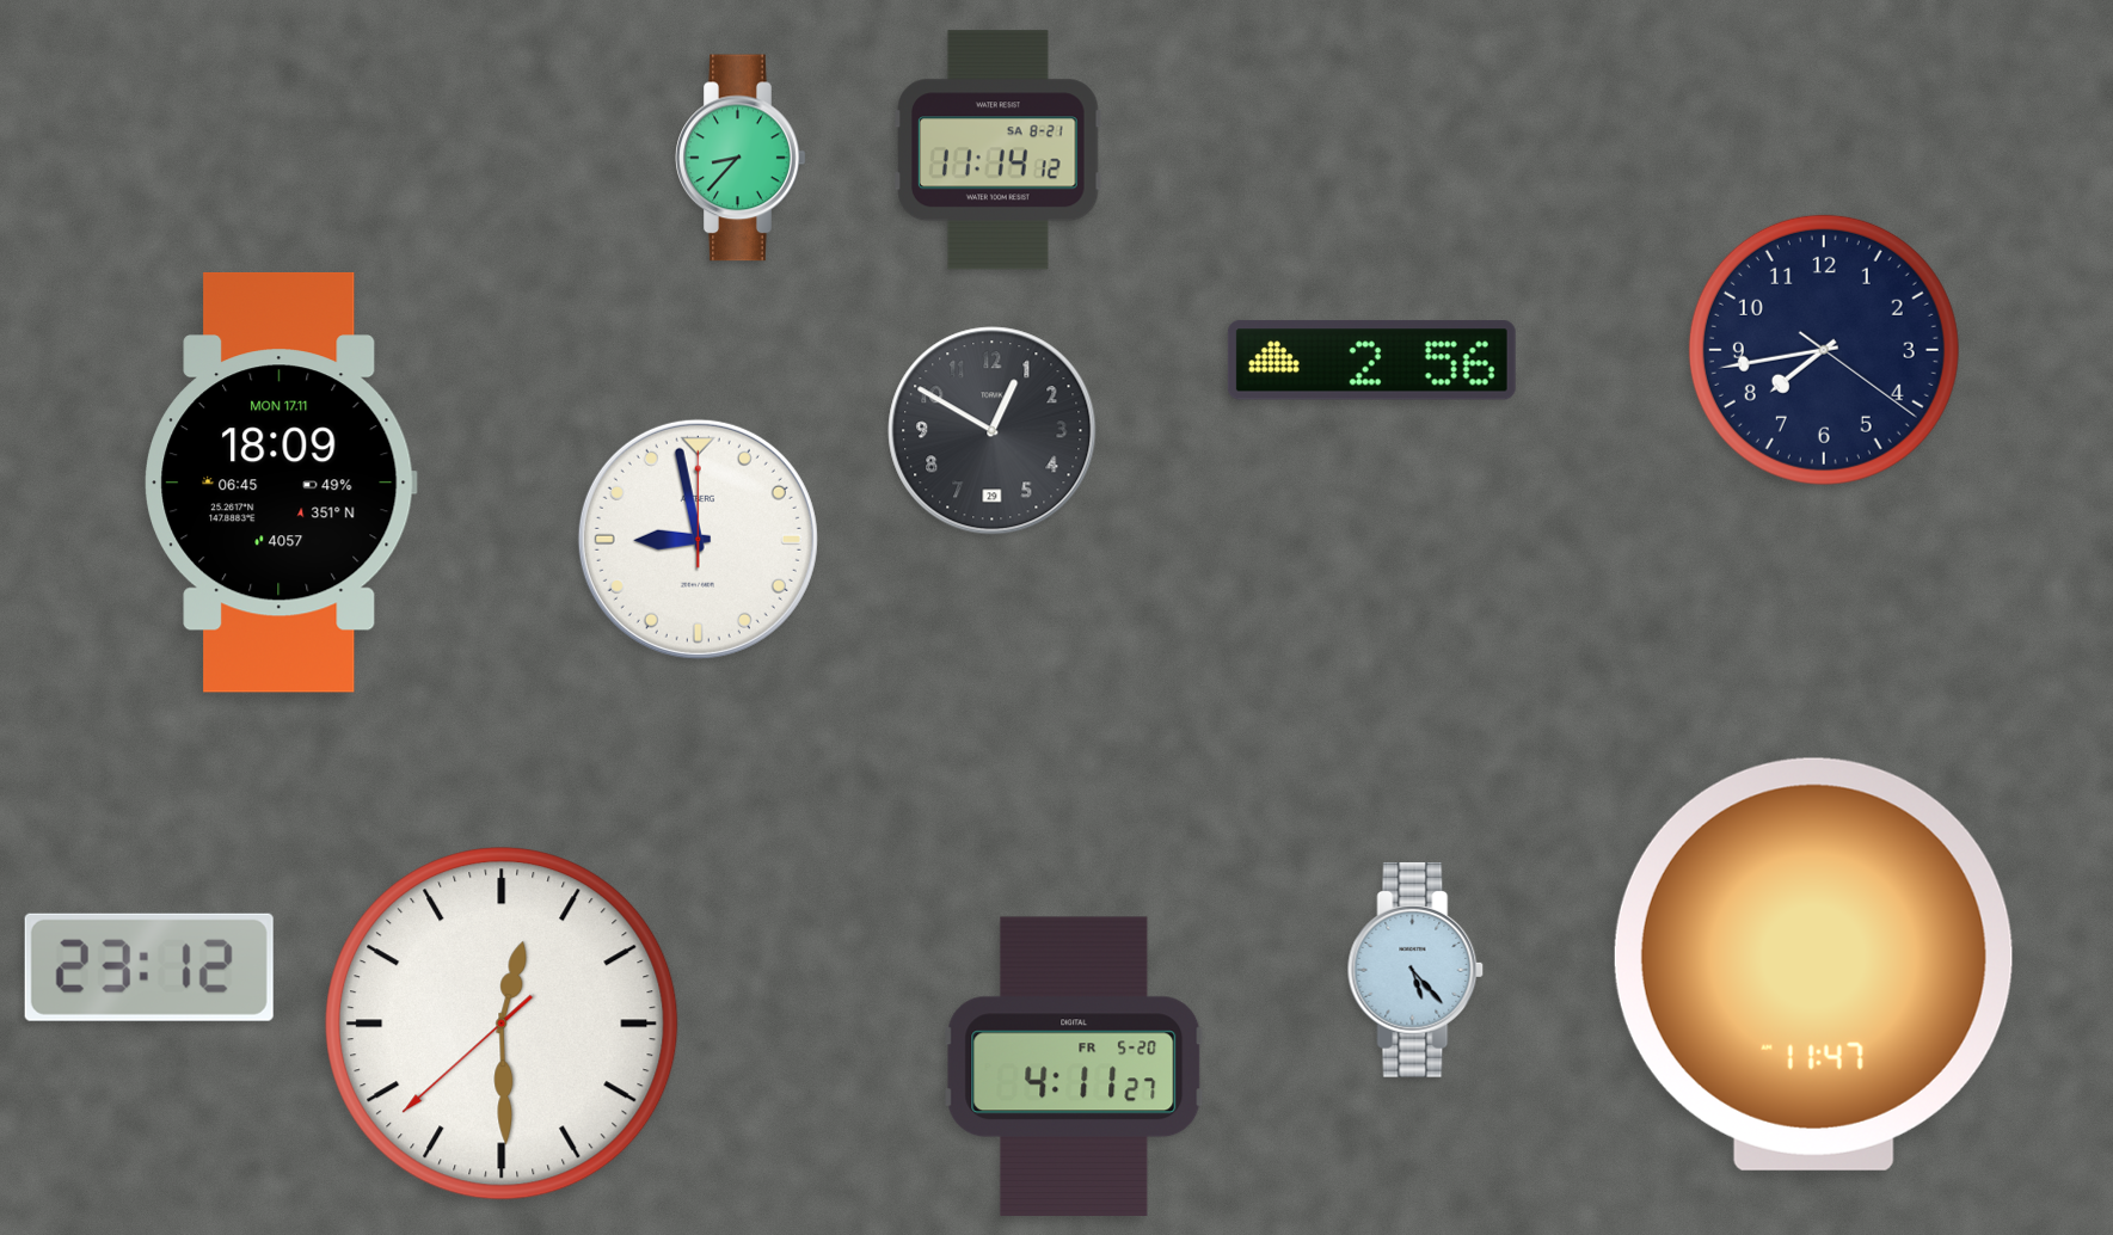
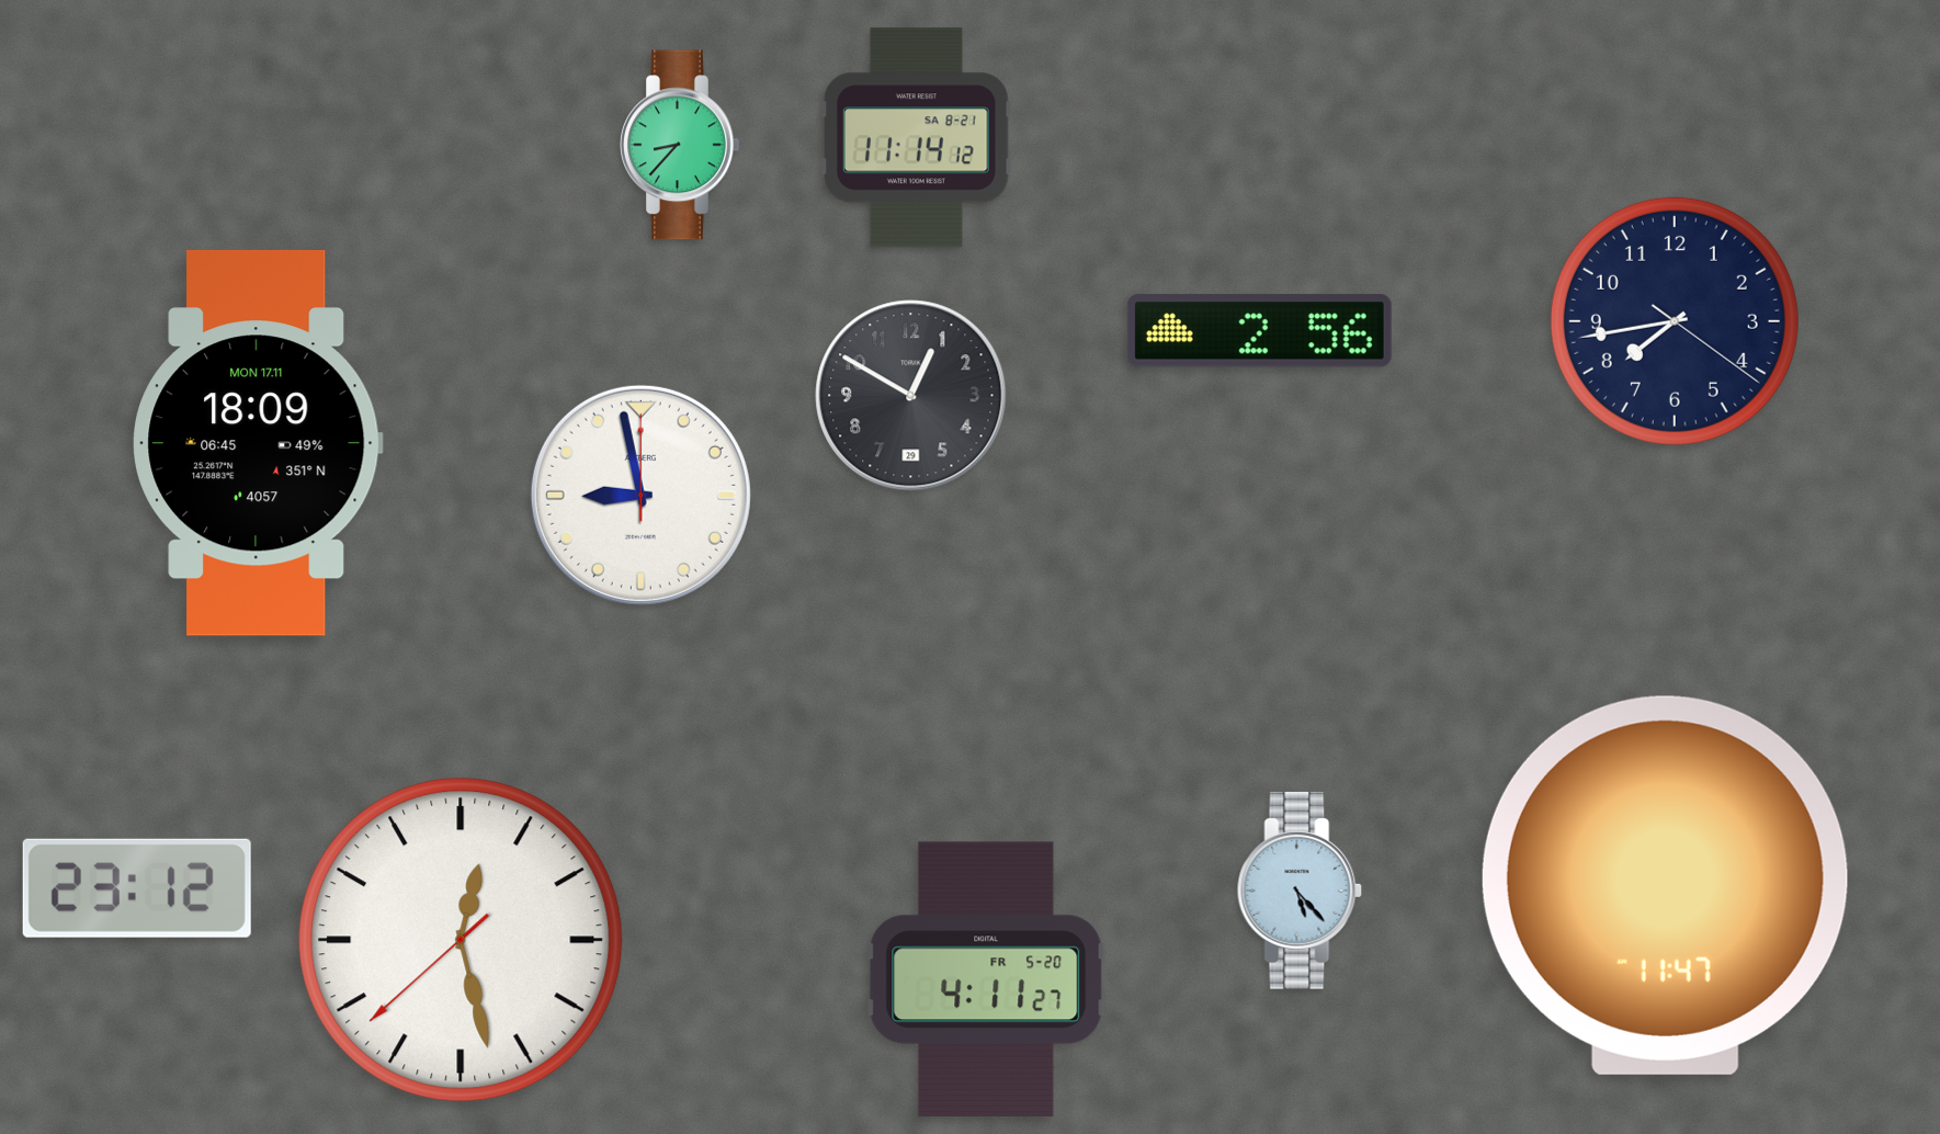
clock at (502, 1024): 12:29 -> 12:27
